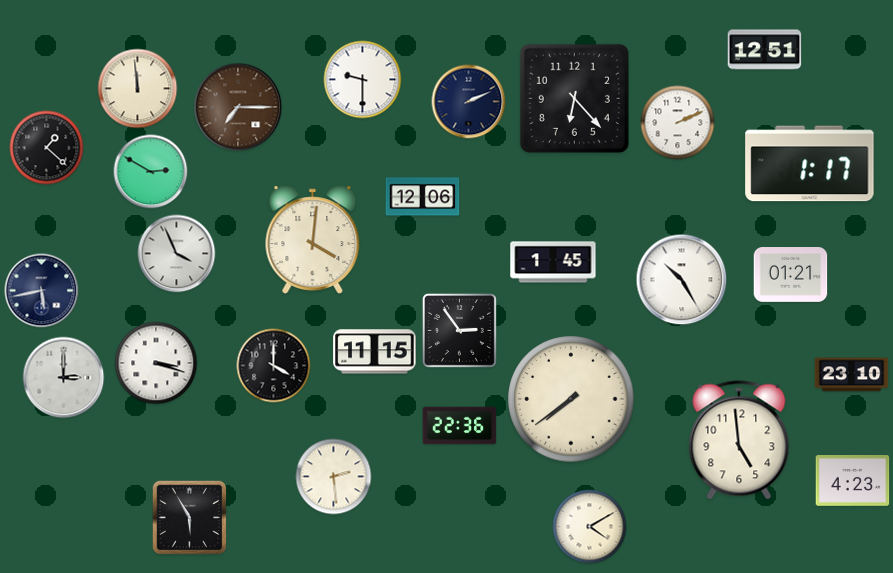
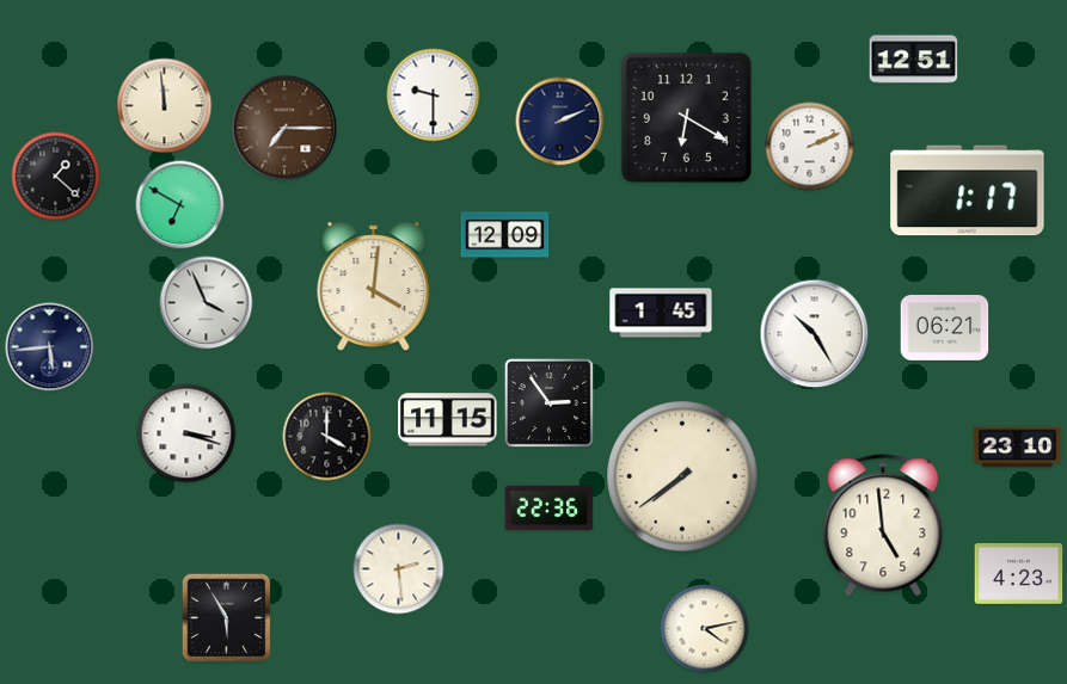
clock at (574, 98): 6:23 -> 6:20
clock at (810, 164) position: (810, 164) -> (968, 191)
clock at (151, 172): 2:50 -> 6:50
clock at (423, 197): 12:06 -> 12:09
clock at (177, 254) position: (177, 254) -> (207, 303)
clock at (791, 275): 01:21 -> 06:21
clock at (42, 291): 5:43 -> 5:44
clock at (459, 330) position: (459, 330) -> (548, 402)
clock at (64, 378): 3:00 -> none
clock at (590, 527): 4:10 -> 4:13
